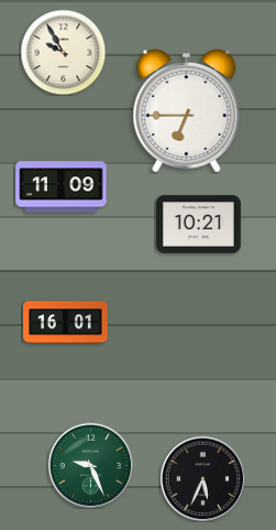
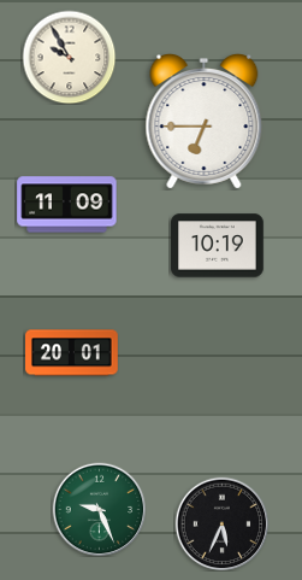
clock at (199, 225): 10:21 -> 10:19
clock at (66, 323): 16:01 -> 20:01
